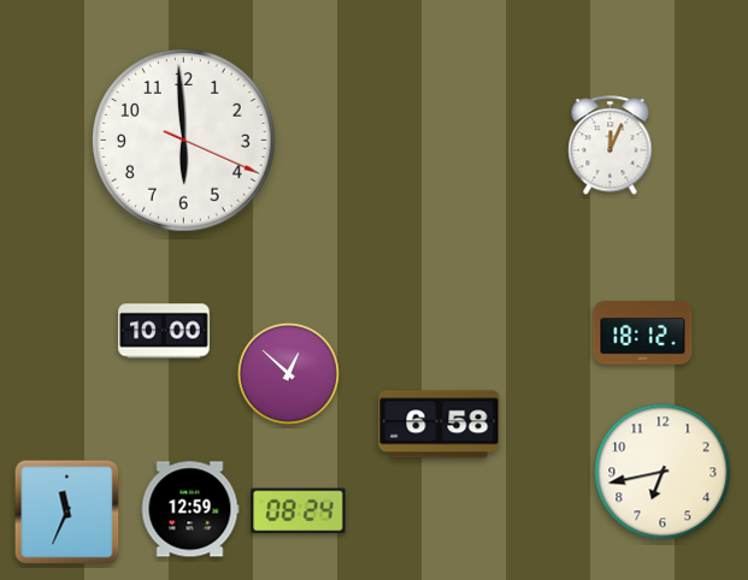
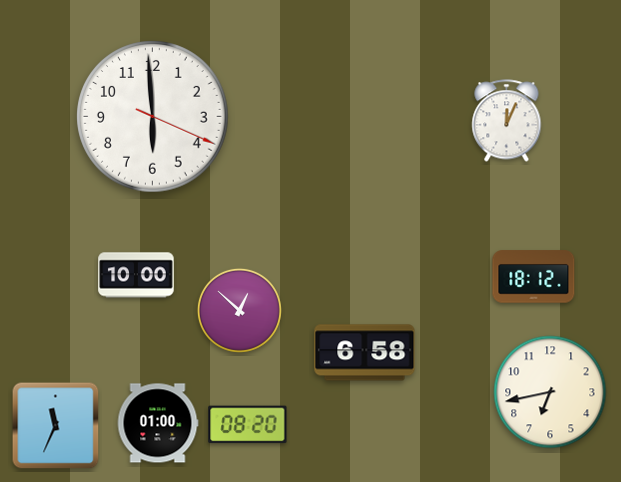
clock at (190, 509): 12:59 -> 01:00
clock at (299, 511): 08:24 -> 08:20
